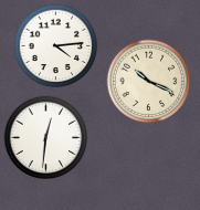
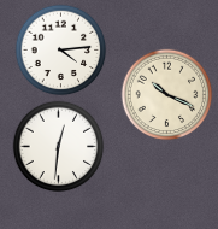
clock at (149, 82) position: (149, 82) -> (167, 95)
clock at (46, 138) position: (46, 138) -> (59, 147)
